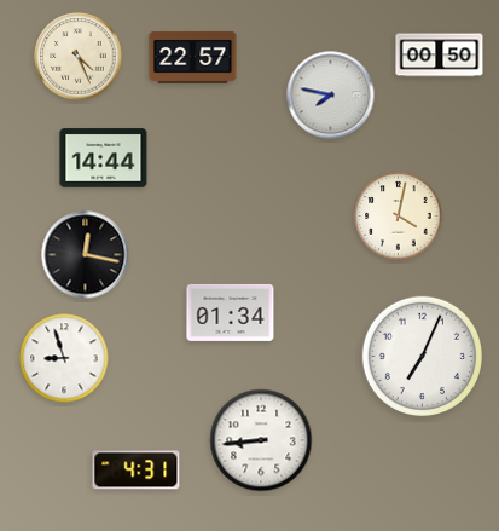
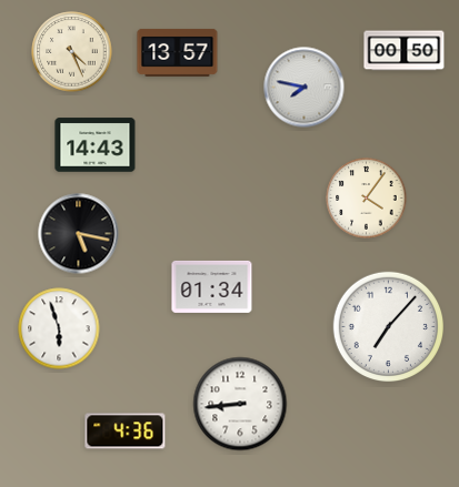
clock at (193, 57): 22:57 -> 13:57
clock at (104, 158): 14:44 -> 14:43
clock at (399, 217): 4:02 -> 4:06
clock at (86, 255): 12:17 -> 5:17
clock at (422, 356): 7:04 -> 7:07
clock at (64, 358): 8:57 -> 5:57
clock at (137, 471): 4:31 -> 4:36
